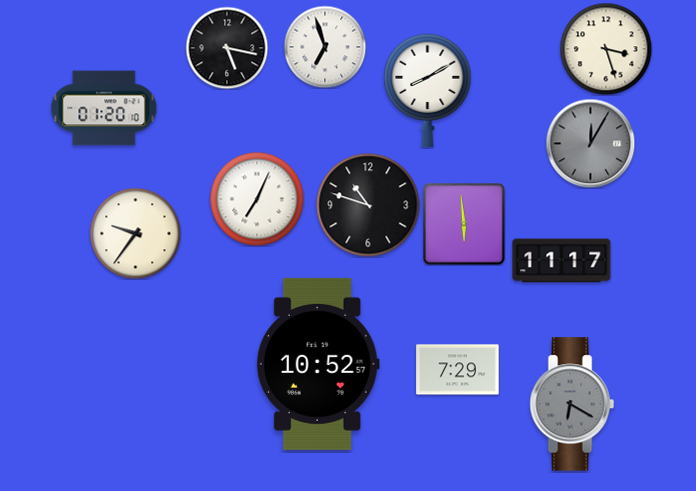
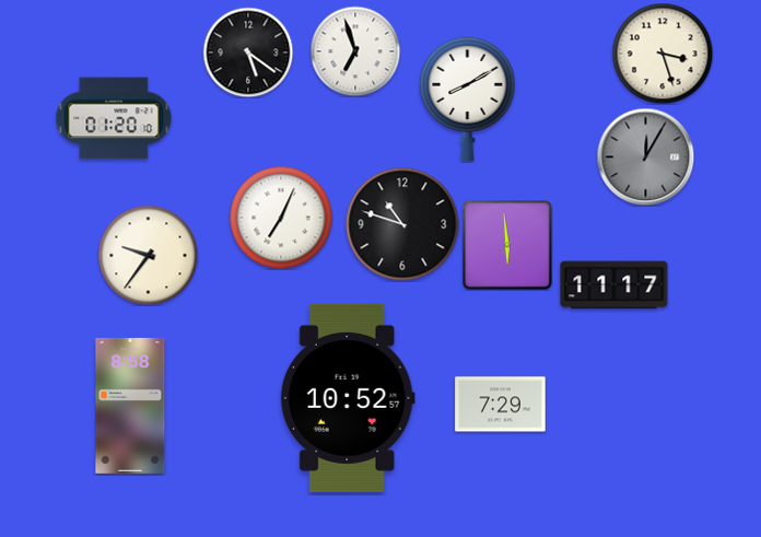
clock at (227, 48): 5:17 -> 5:21
clock at (130, 406): none -> 8:58
clock at (572, 404): 6:20 -> none
